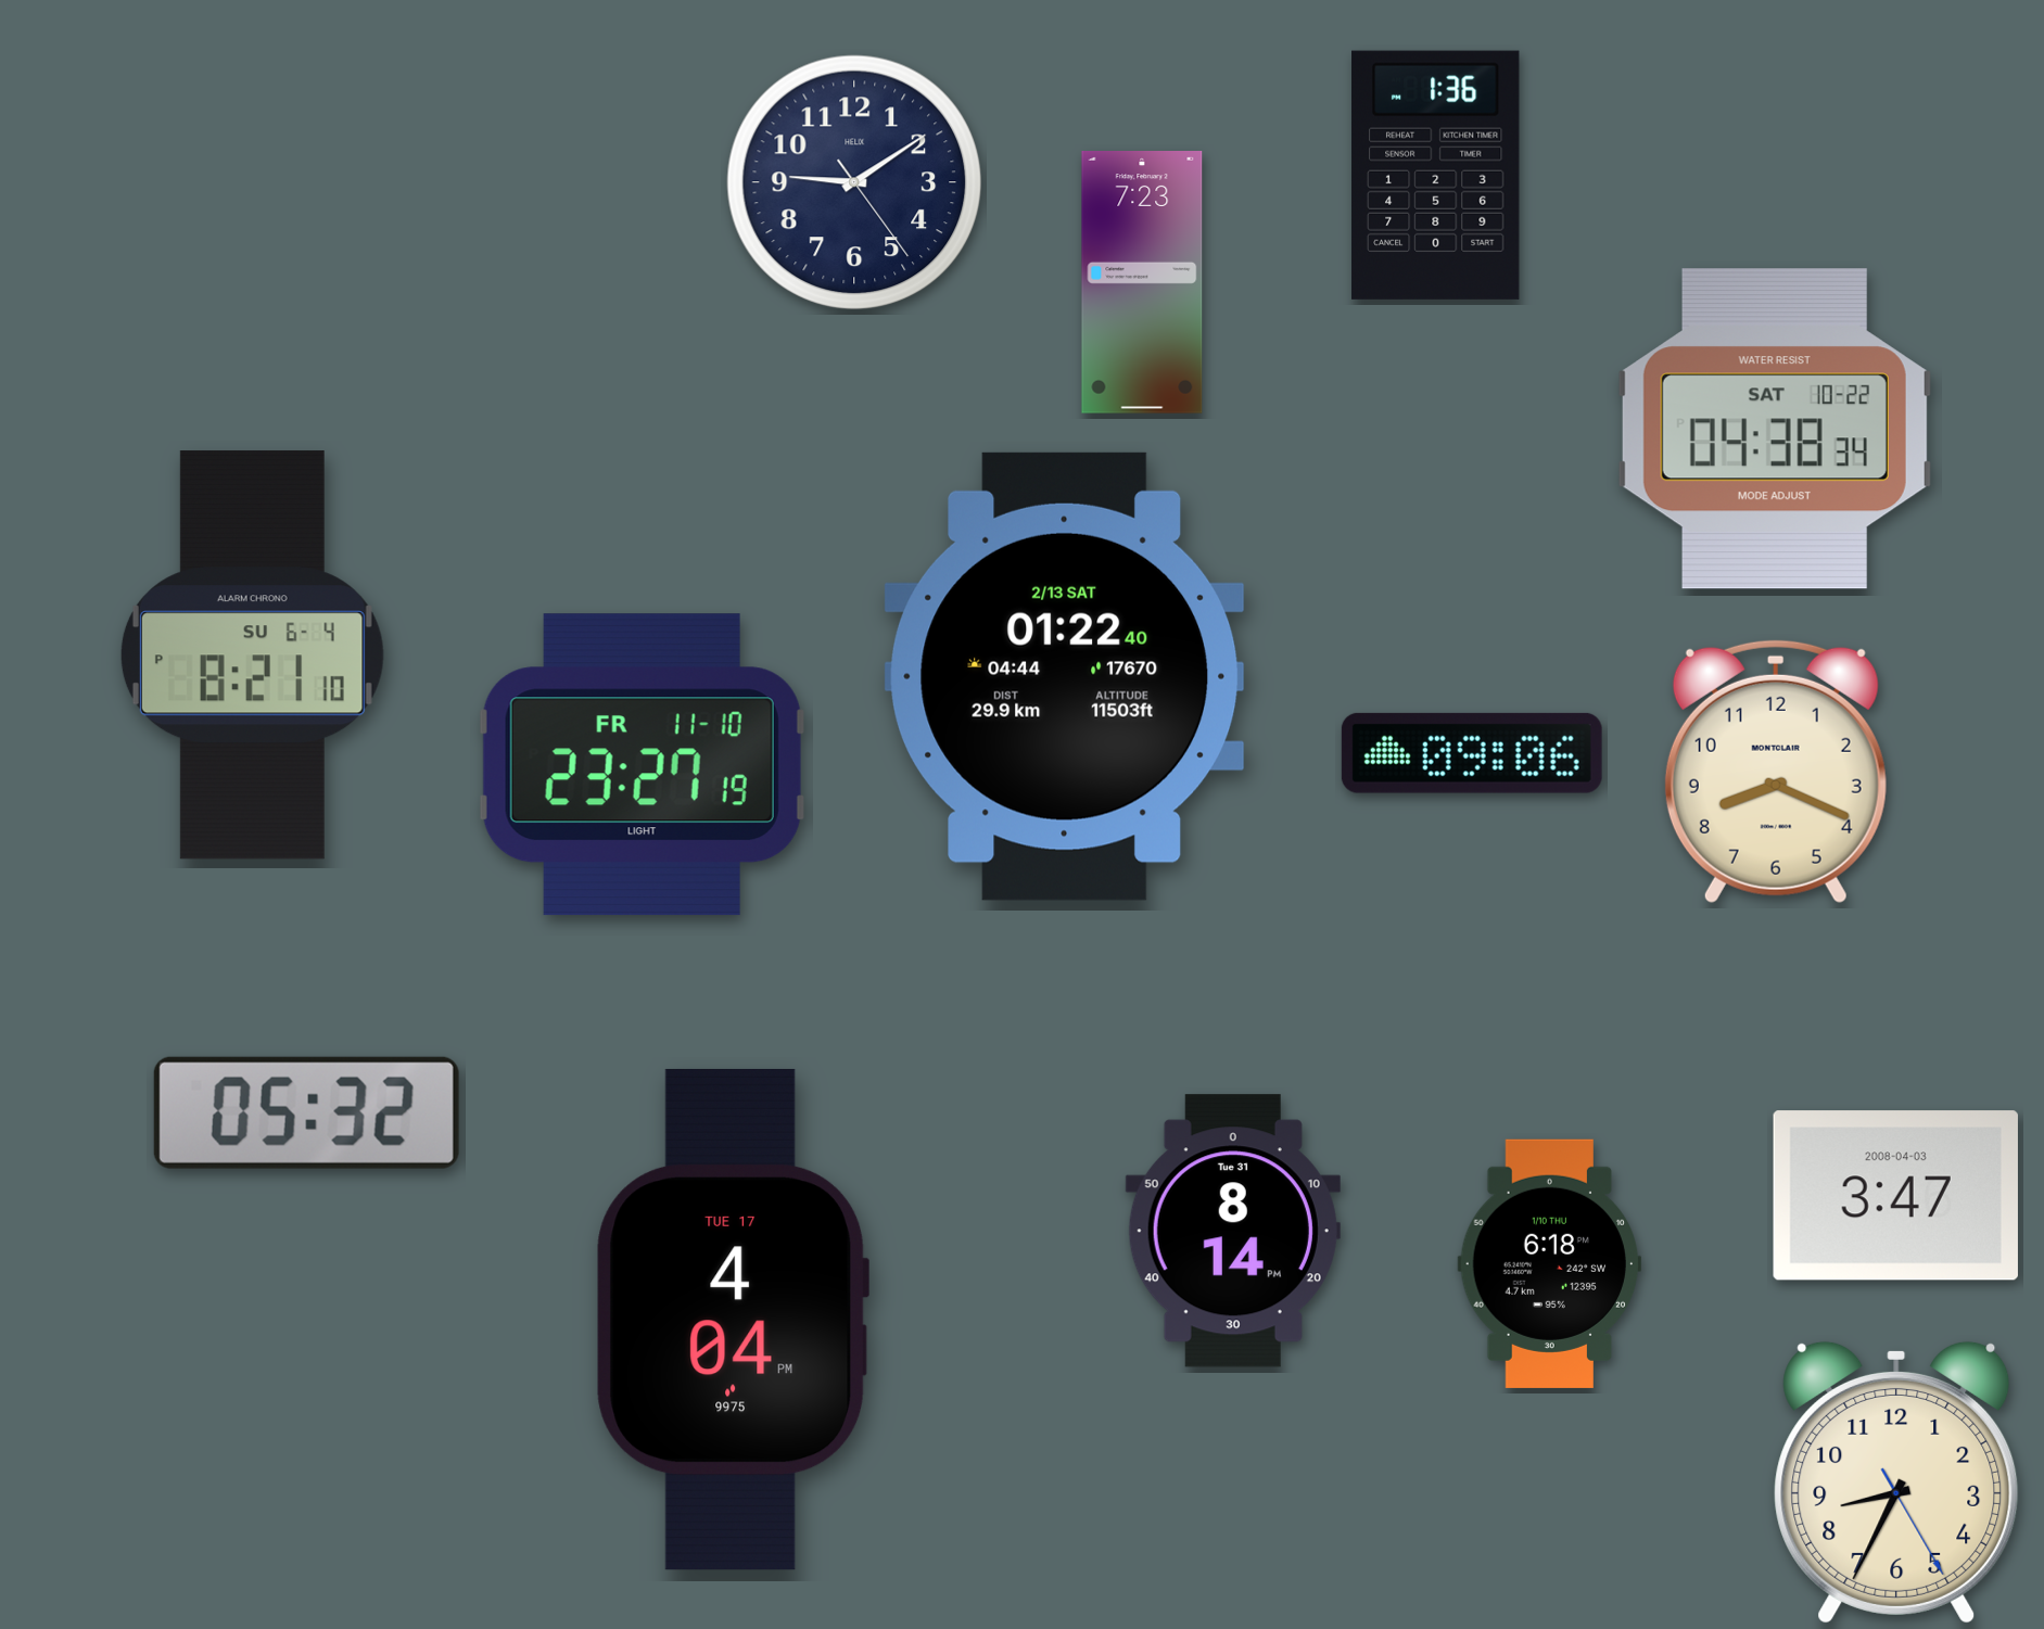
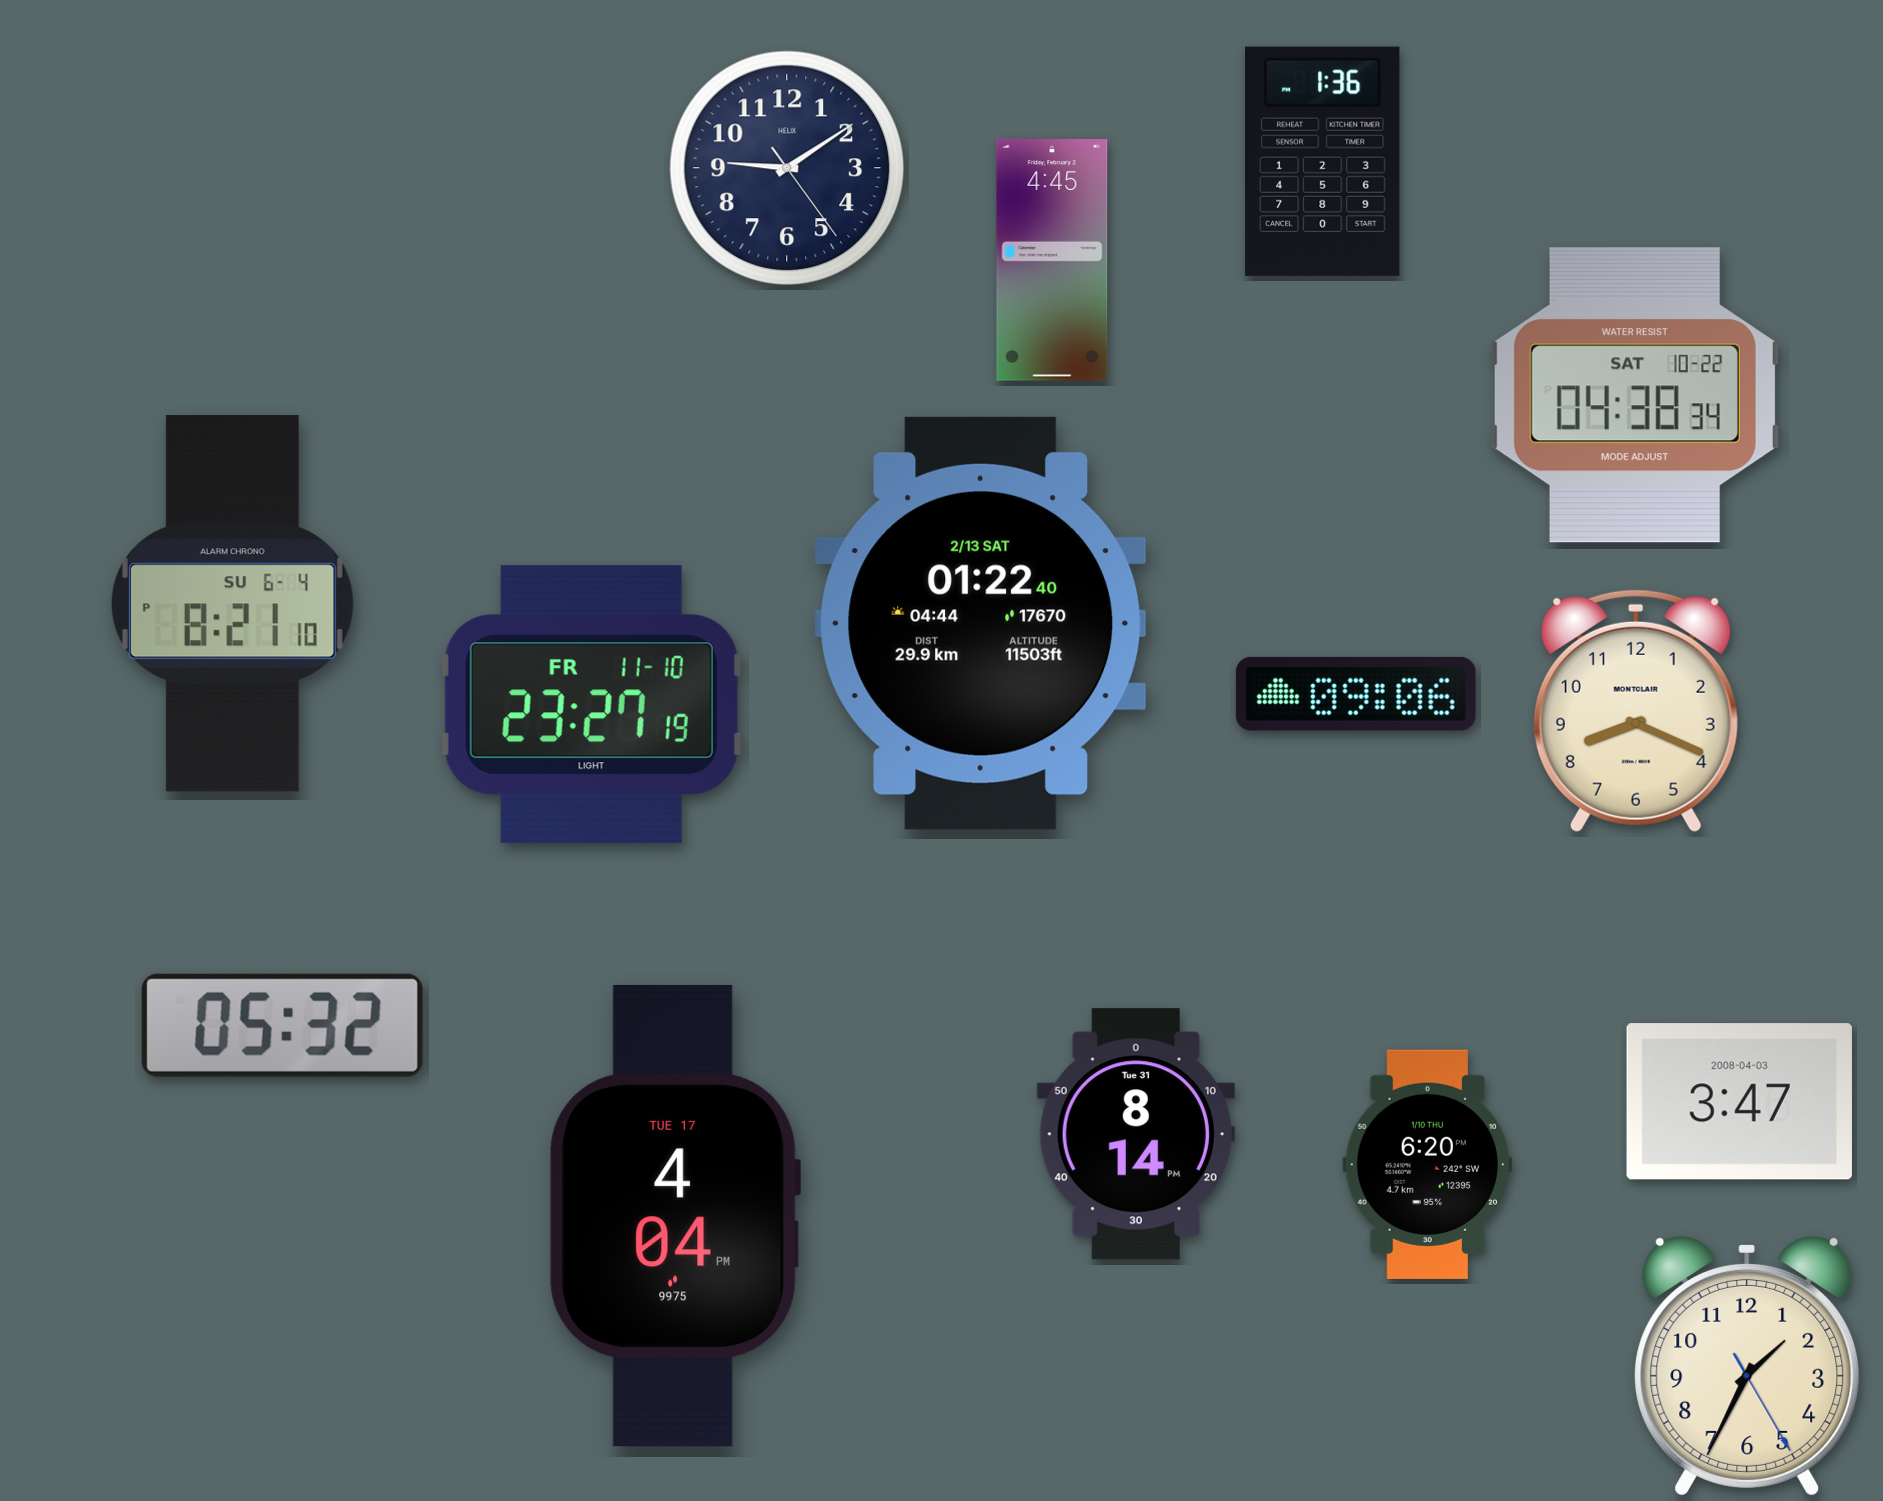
clock at (1142, 283): 7:23 -> 4:45
clock at (1895, 1196) position: (1895, 1196) -> (1739, 1102)
clock at (1549, 1263): 6:18 -> 6:20
clock at (1896, 1482): 8:34 -> 1:34
